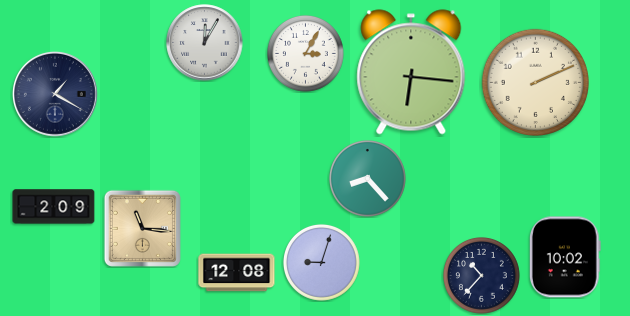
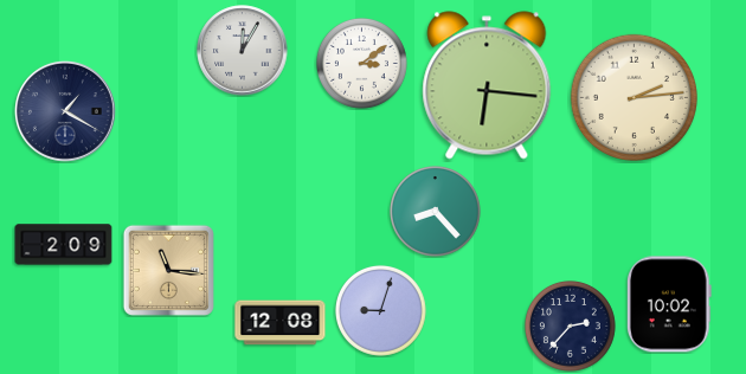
clock at (305, 53): 3:05 -> 3:09
clock at (535, 82): 2:11 -> 2:14
clock at (481, 275): 10:37 -> 2:37
